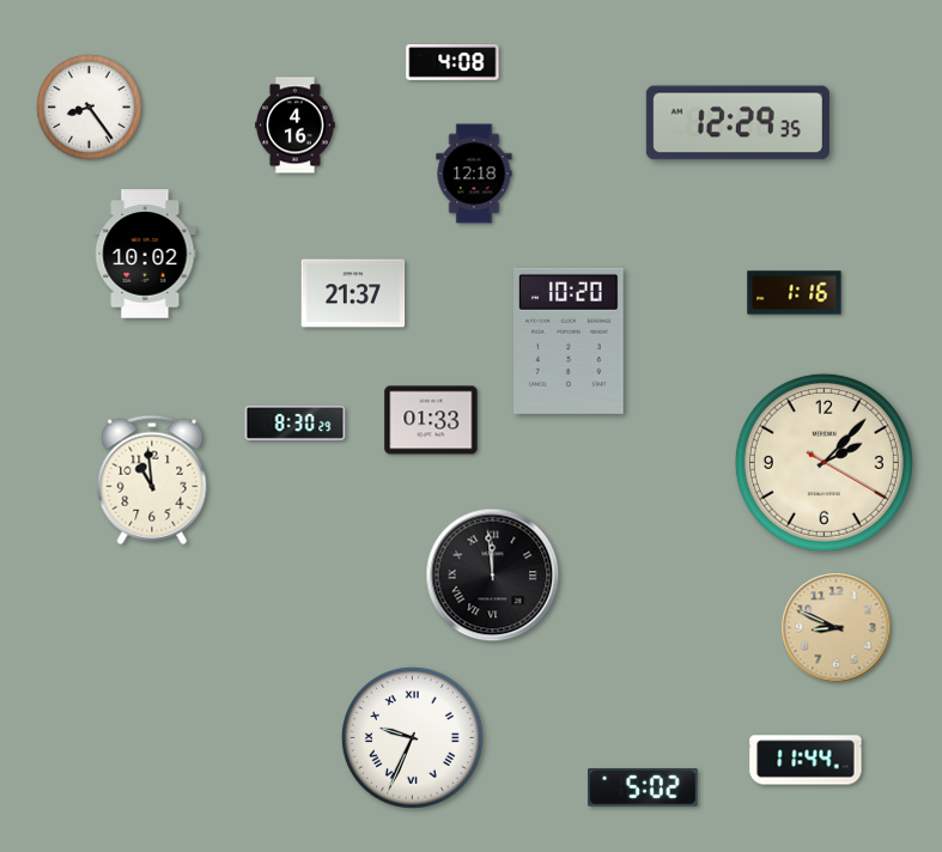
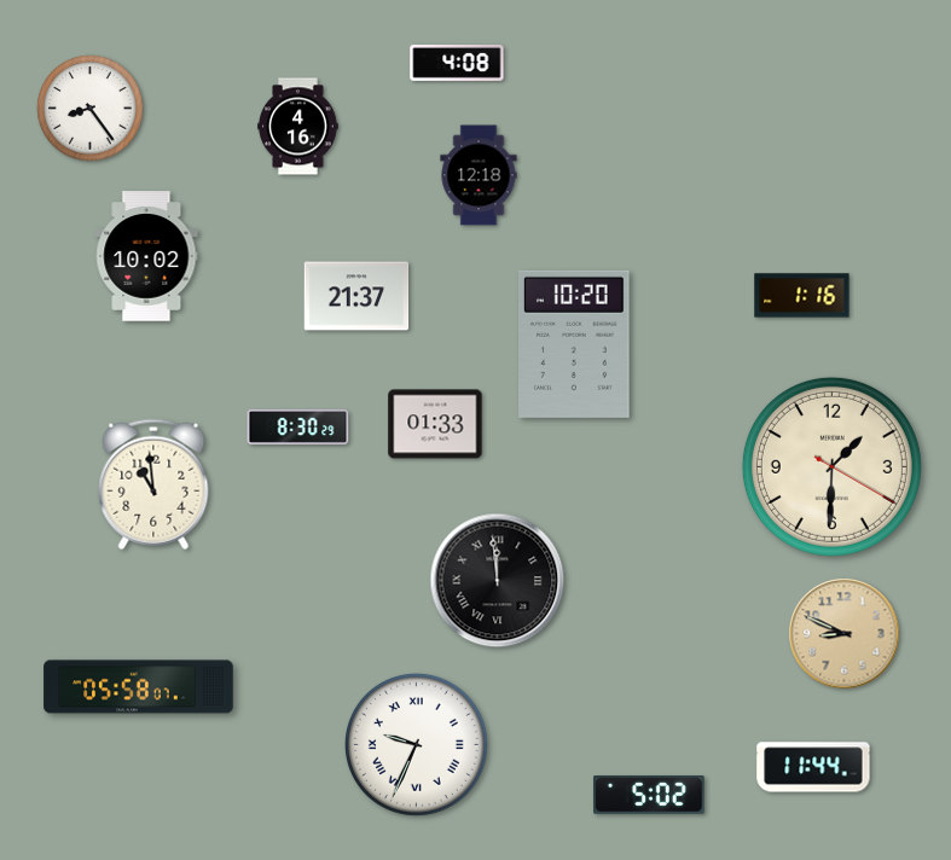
clock at (737, 123): 12:29 -> none
clock at (824, 462): 2:07 -> 1:30
clock at (139, 687): none -> 05:58
